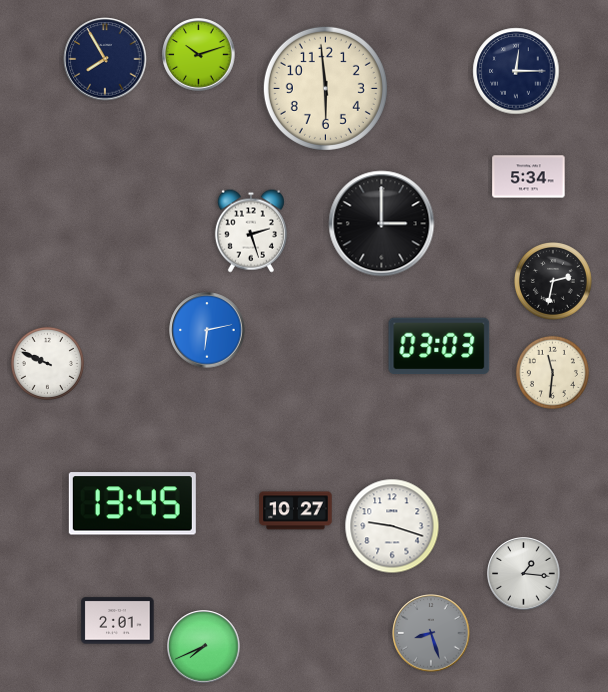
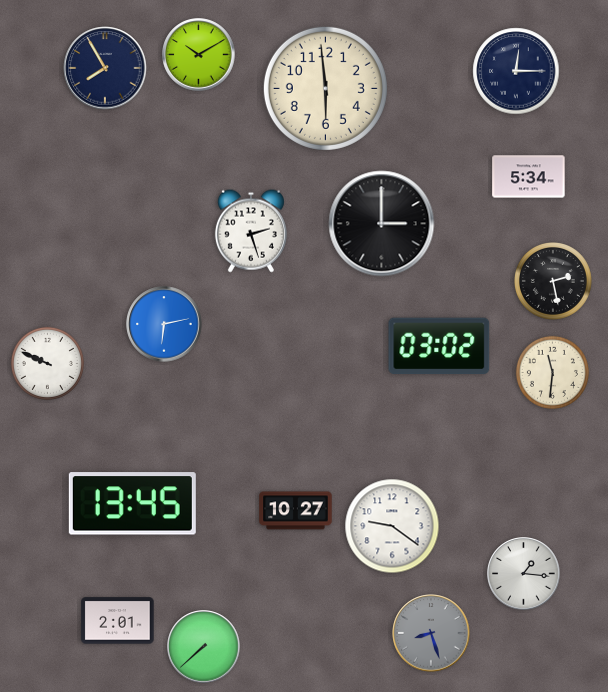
clock at (199, 55): 10:12 -> 10:10
clock at (105, 59) position: (105, 59) -> (105, 68)
clock at (553, 281): 2:32 -> 2:28
clock at (207, 330) position: (207, 330) -> (164, 324)
clock at (439, 346): 03:03 -> 03:02
clock at (392, 526): 9:18 -> 9:21
clock at (204, 647): 7:41 -> 7:38
